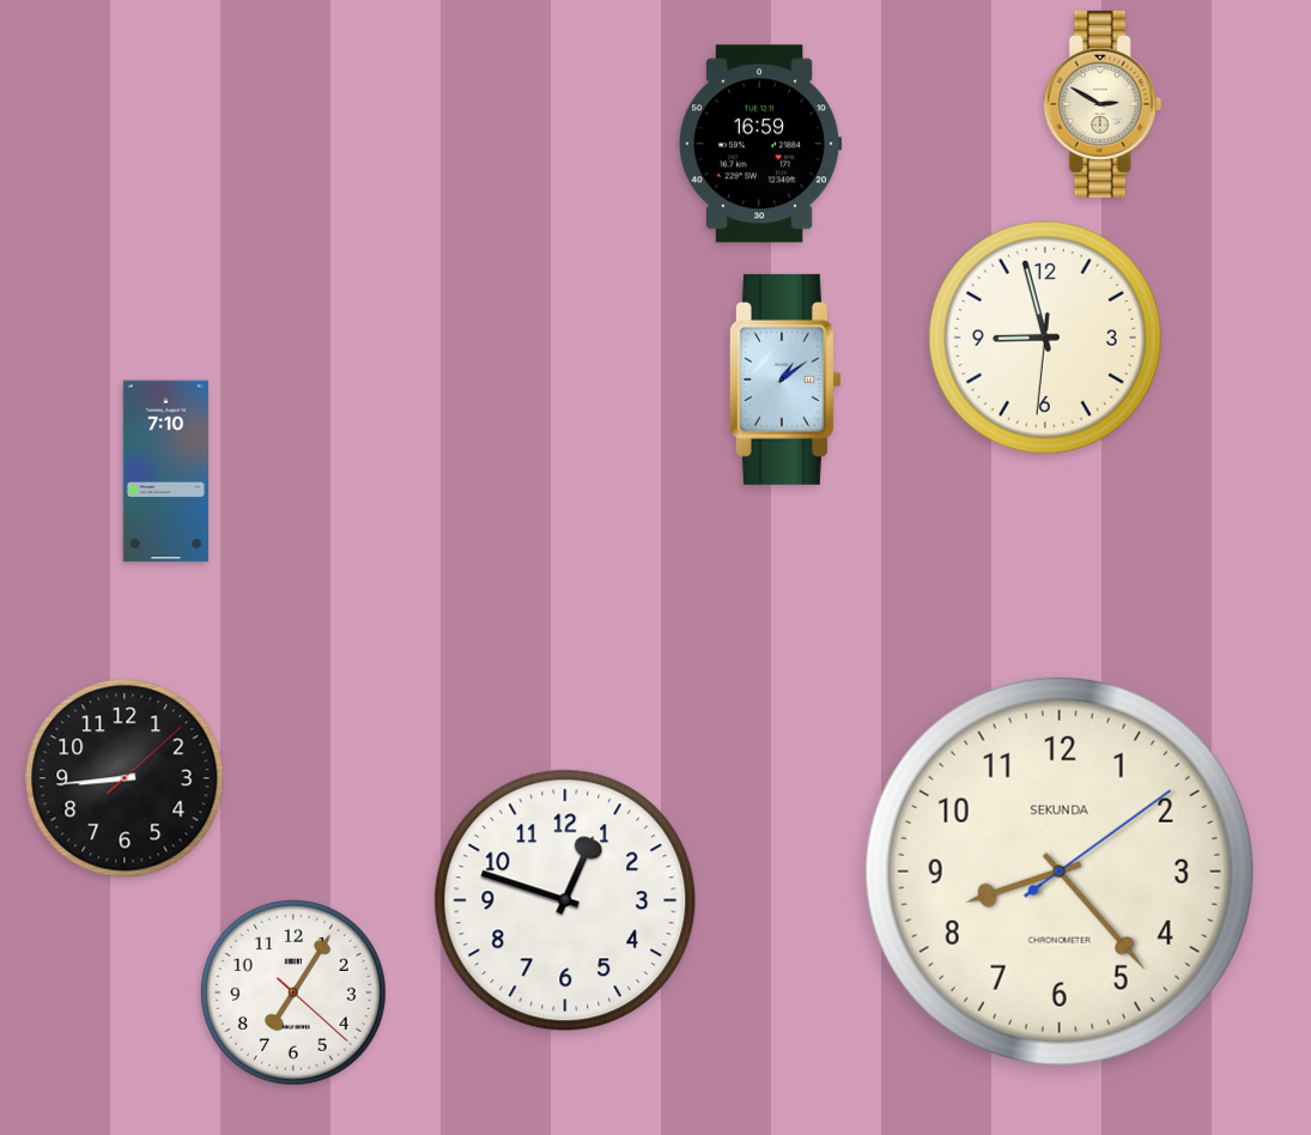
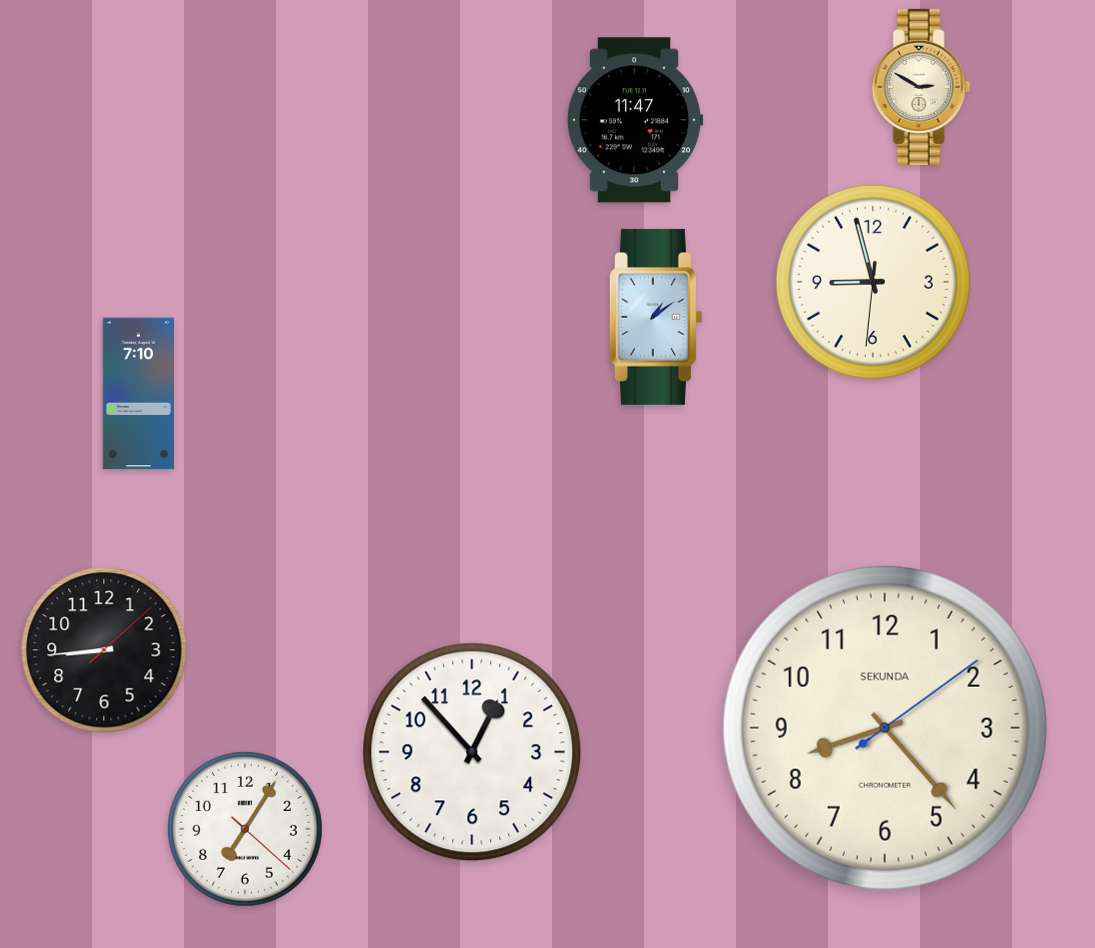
clock at (760, 144): 16:59 -> 11:47
clock at (565, 900): 12:48 -> 12:53
